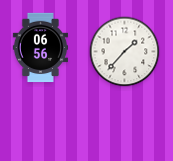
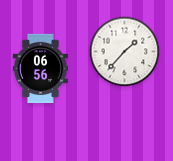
clock at (40, 48) position: (40, 48) -> (40, 69)
